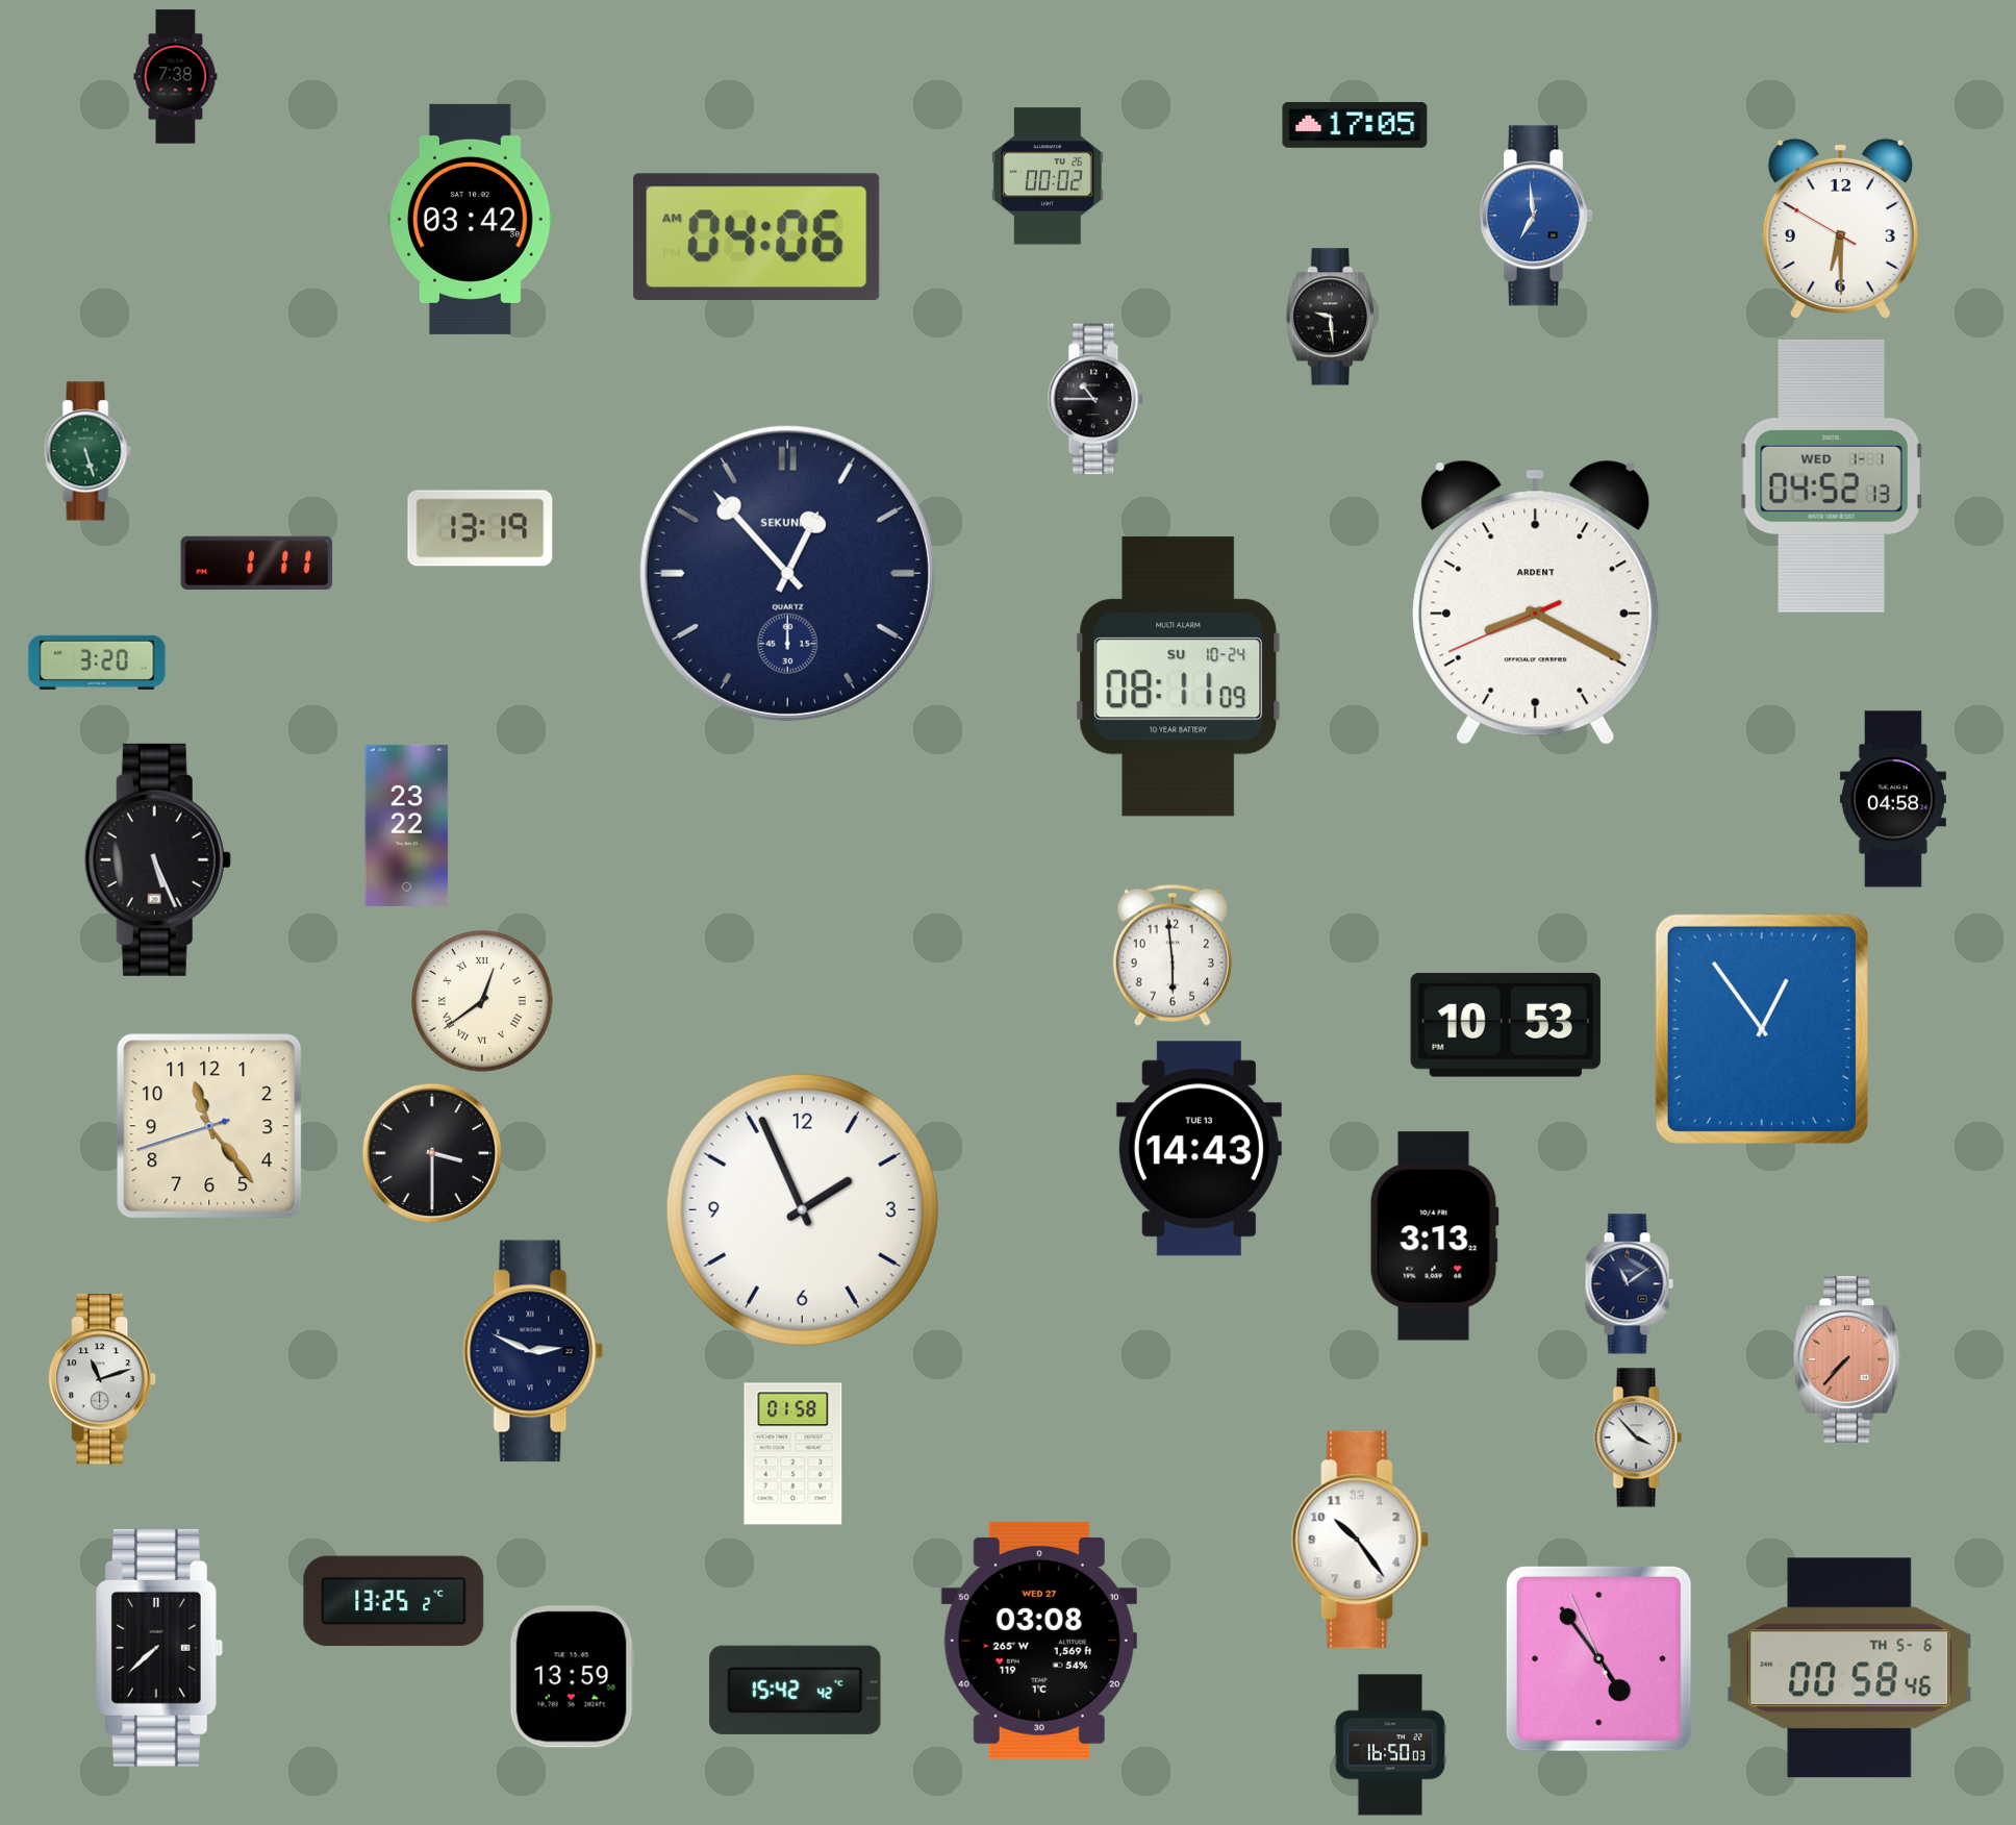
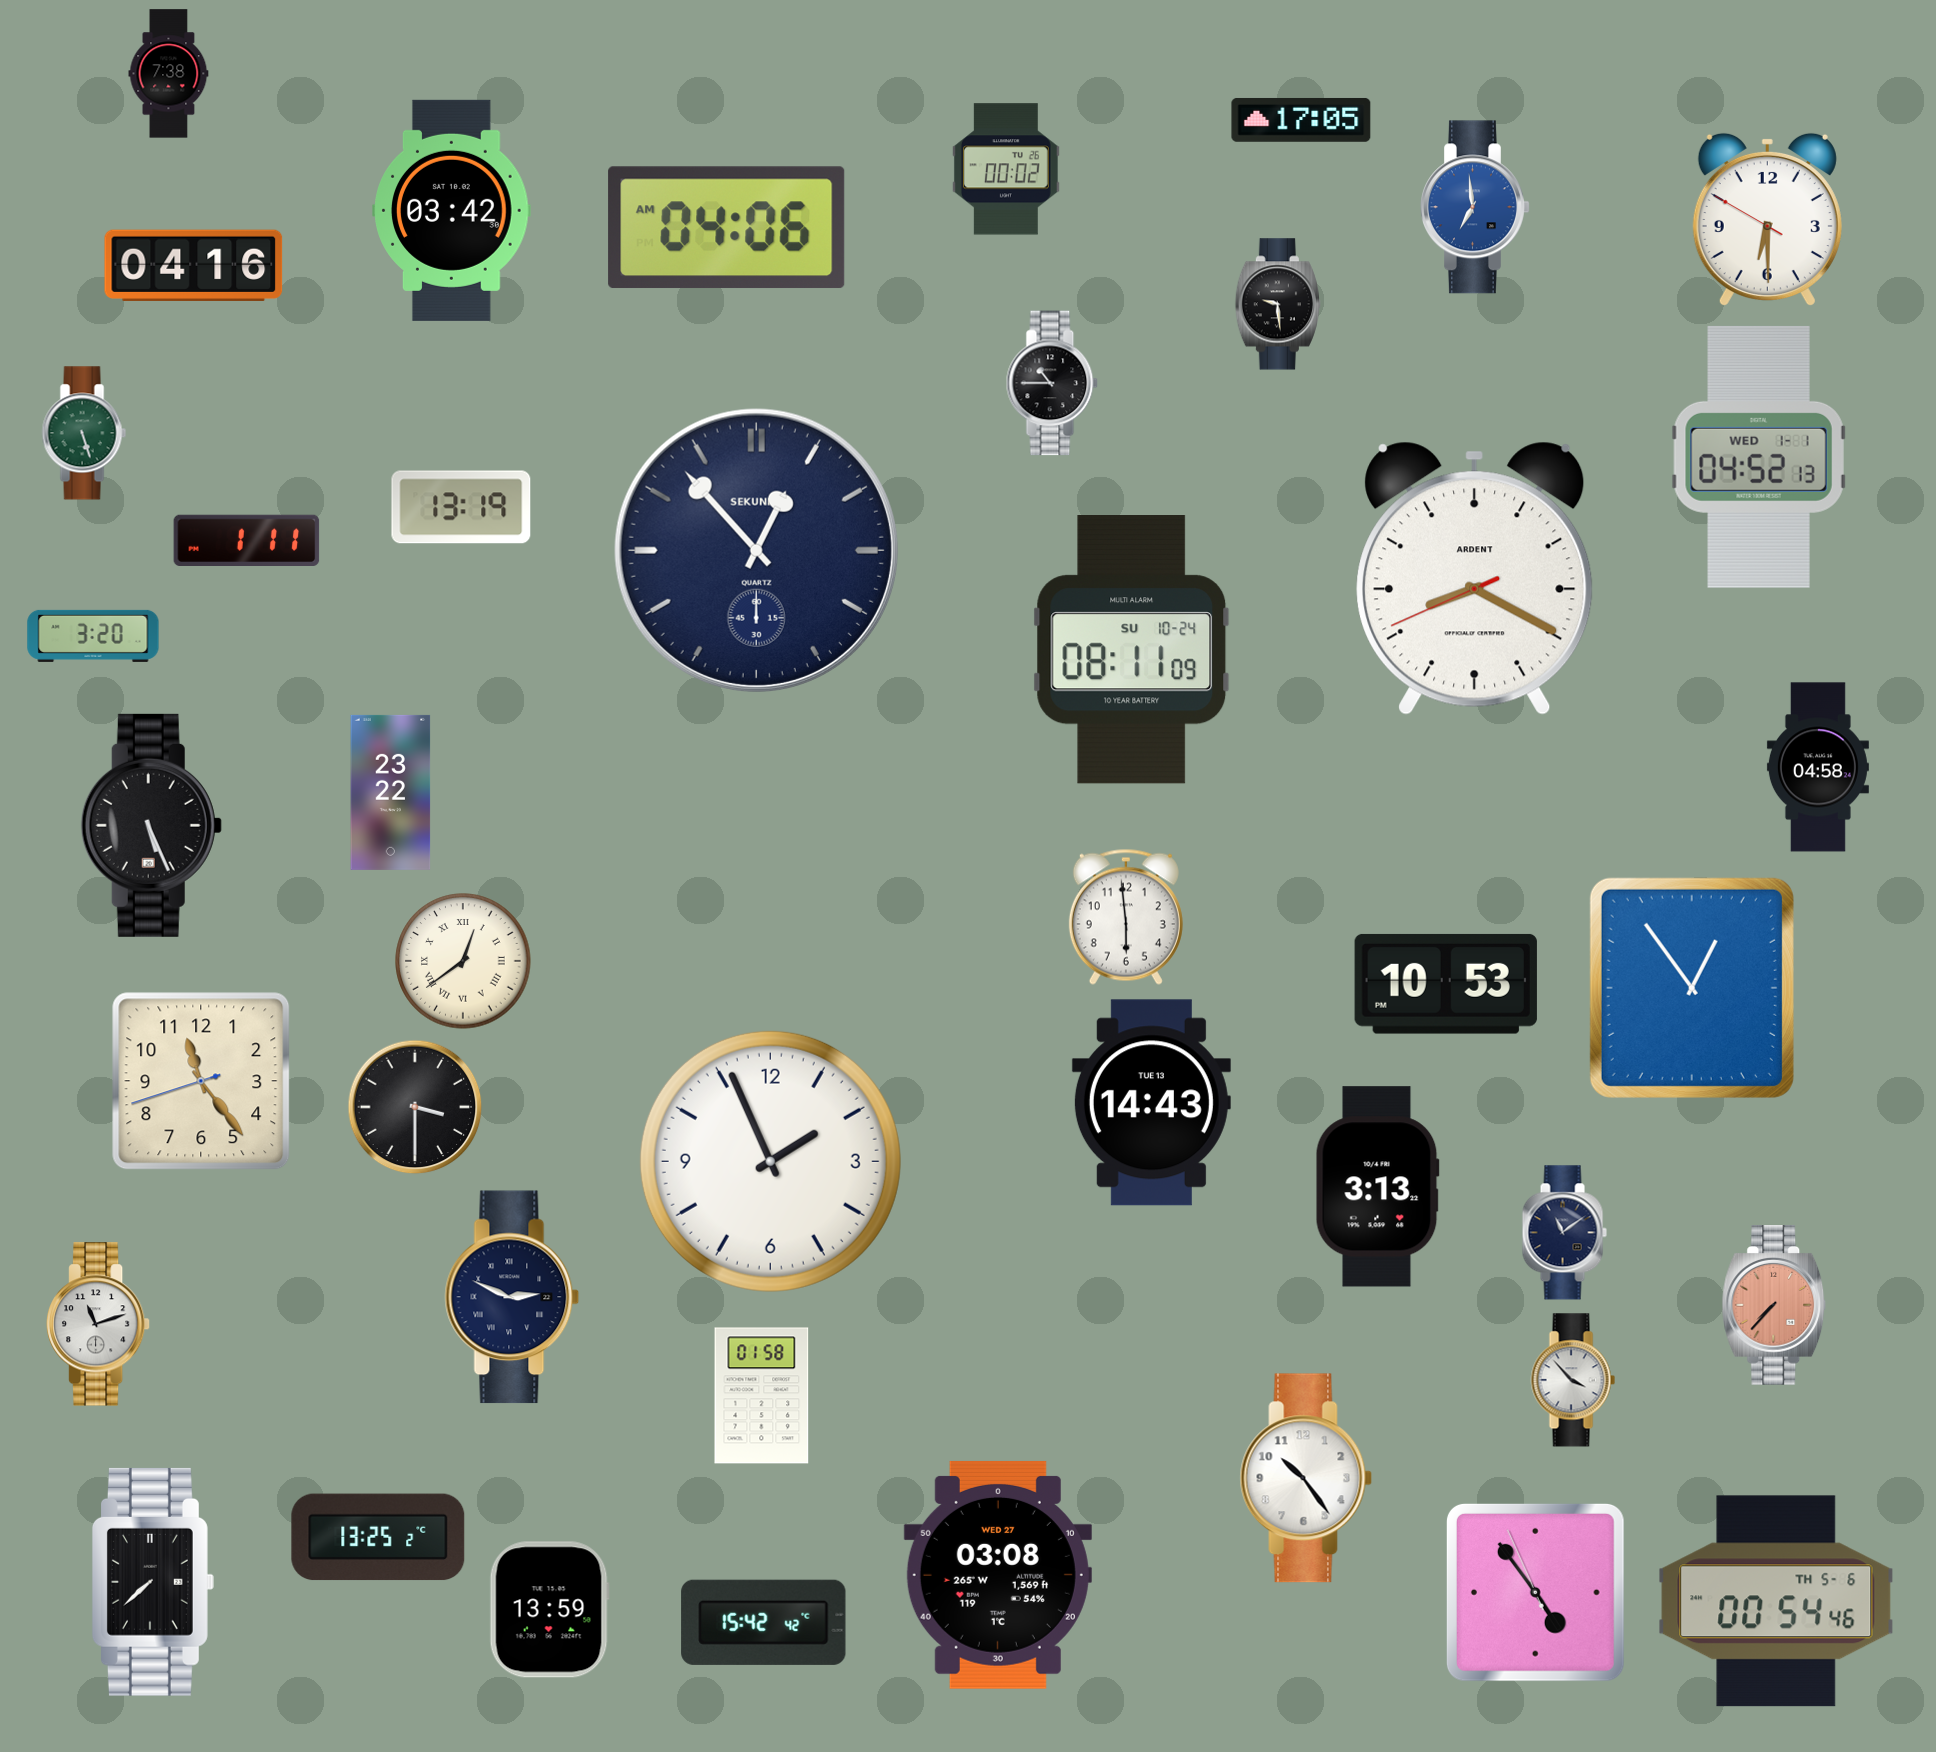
clock at (194, 265): none -> 04:16
clock at (1849, 1668): 00:58 -> 00:54
clock at (1390, 1745): 16:50 -> none
